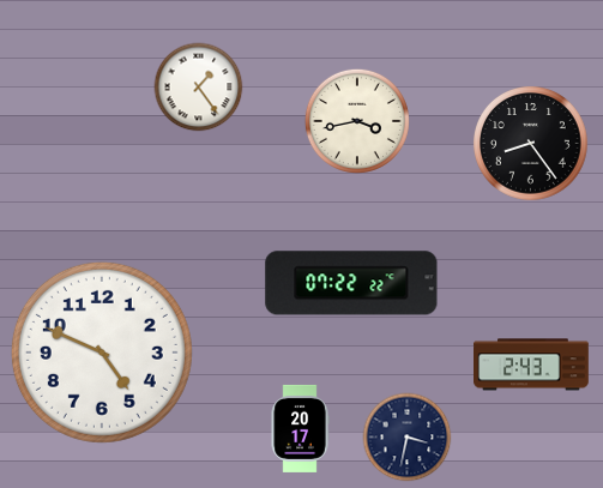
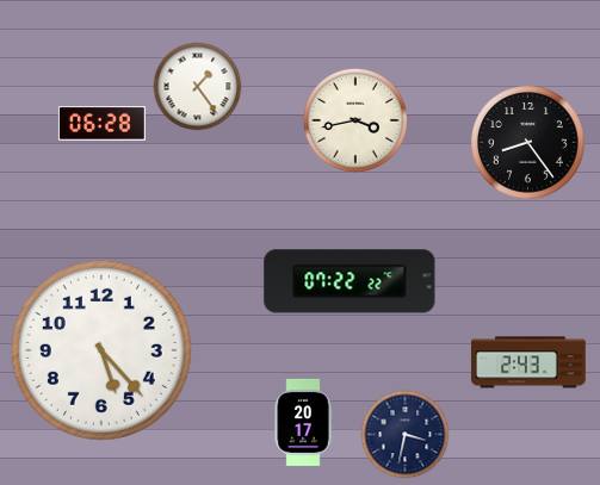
clock at (101, 124): none -> 06:28
clock at (102, 353): 4:49 -> 5:23
clock at (300, 428) position: (300, 428) -> (303, 422)
